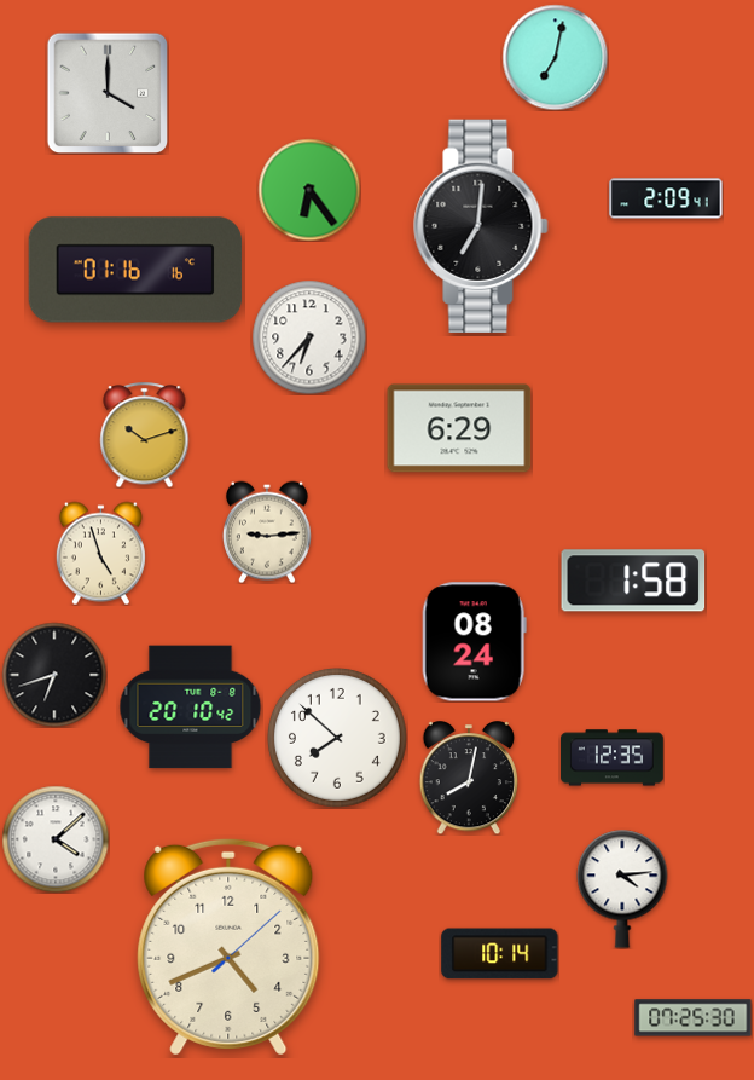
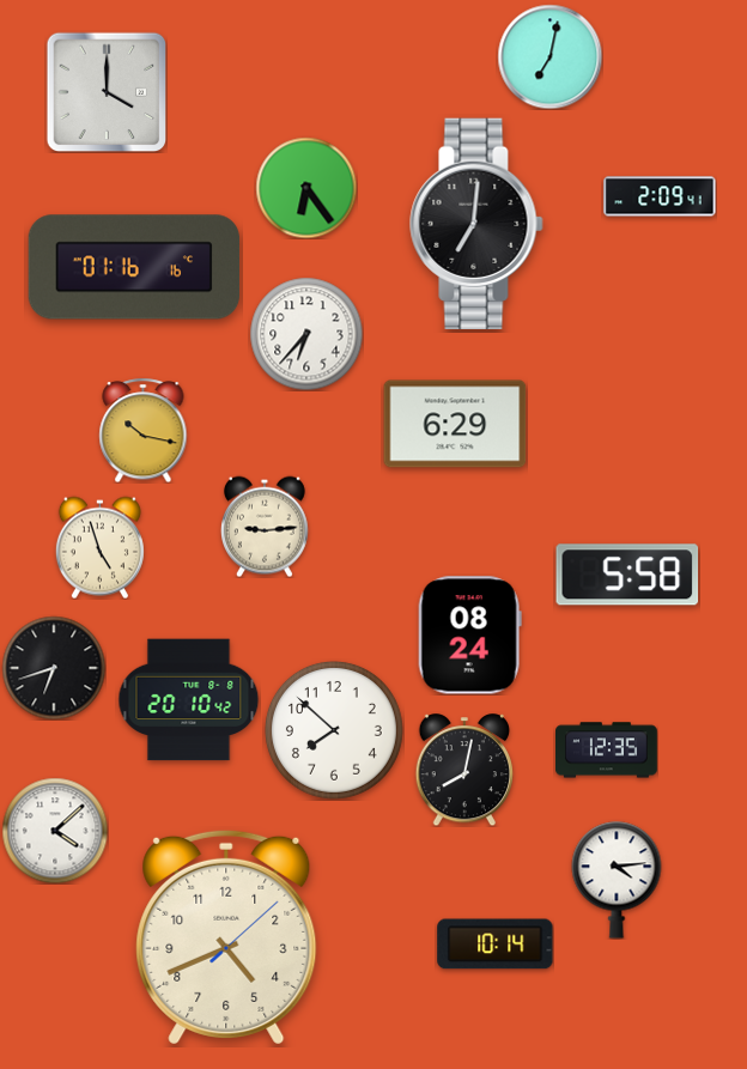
clock at (145, 434): 10:12 -> 10:17
clock at (633, 581): 1:58 -> 5:58
clock at (694, 1018): 07:25 -> none
